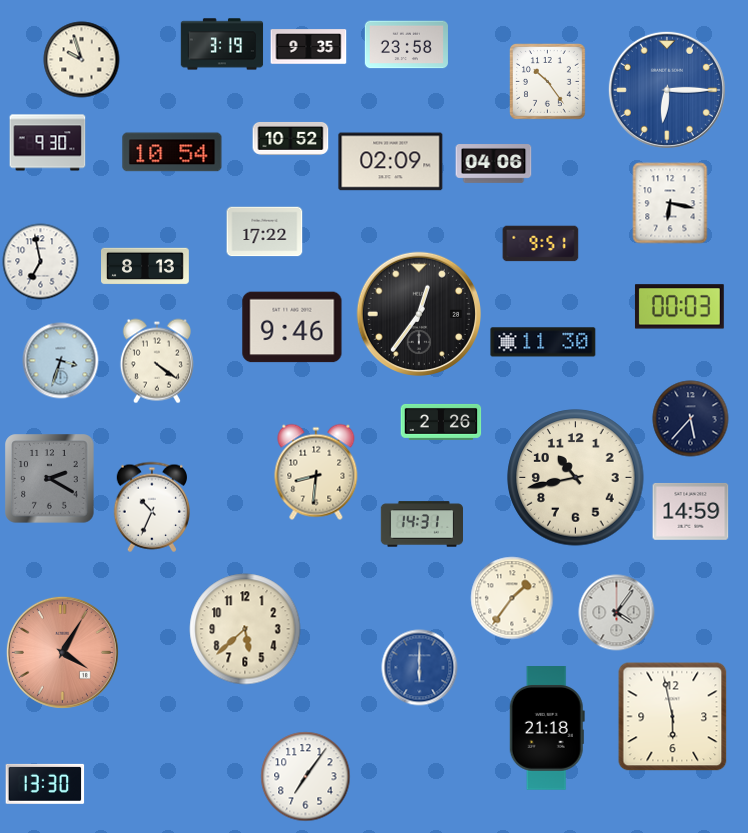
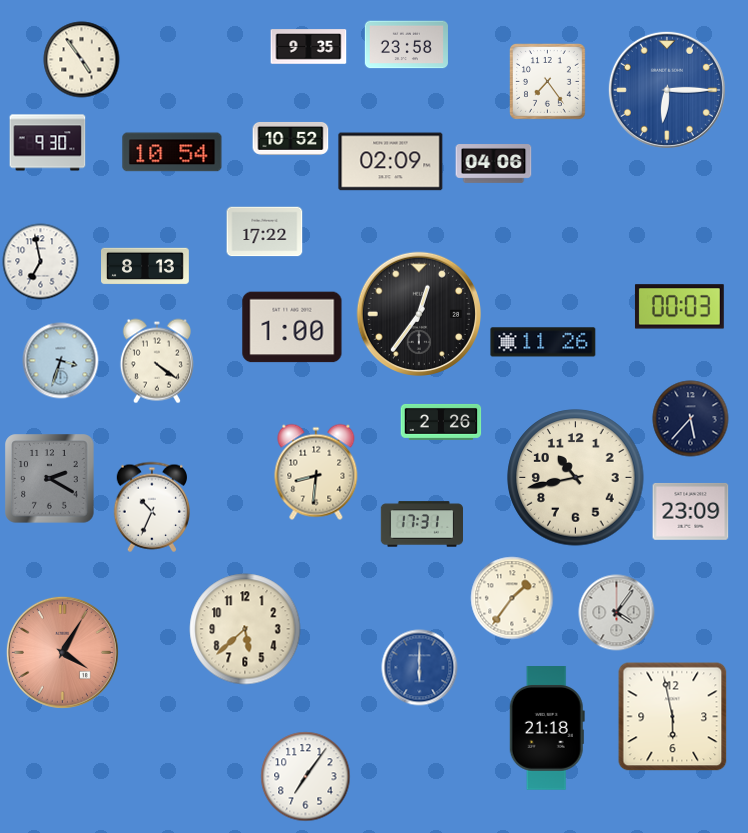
clock at (222, 44): 3:19 -> none
clock at (82, 60): 9:57 -> 4:54
clock at (548, 82): 10:24 -> 7:24
clock at (670, 203): 6:17 -> none
clock at (541, 244): 9:51 -> none
clock at (292, 327): 9:46 -> 1:00
clock at (543, 342): 11:30 -> 11:26
clock at (691, 511): 14:59 -> 23:09
clock at (421, 524): 14:31 -> 17:31
clock at (45, 784): 13:30 -> none
